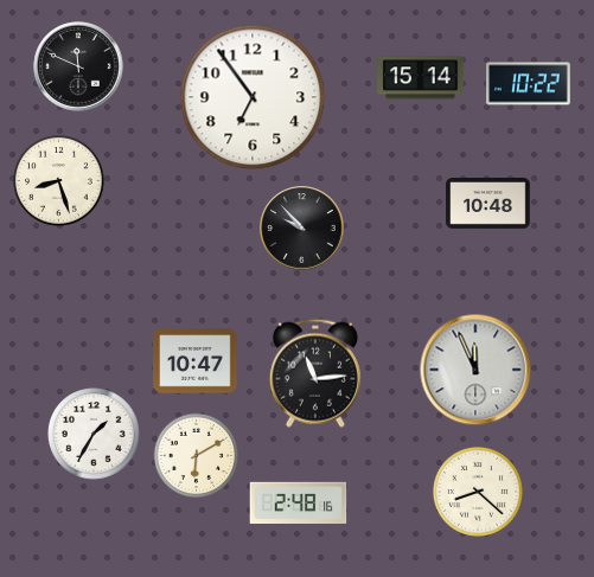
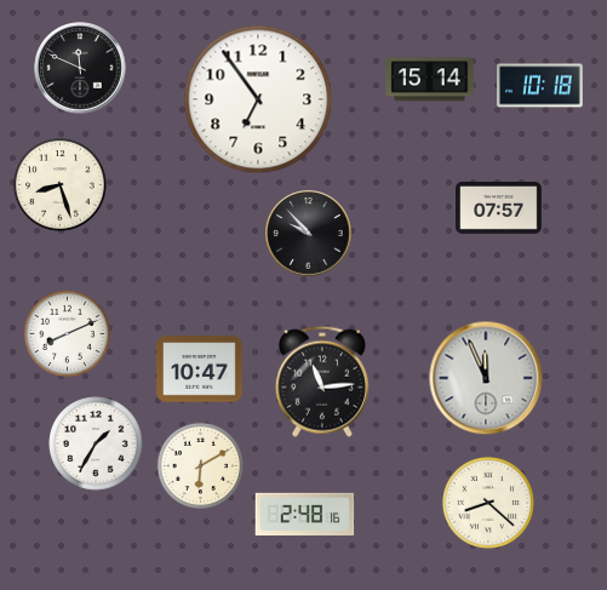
clock at (529, 84): 10:22 -> 10:18
clock at (488, 204): 10:48 -> 07:57
clock at (67, 333): none -> 8:11
